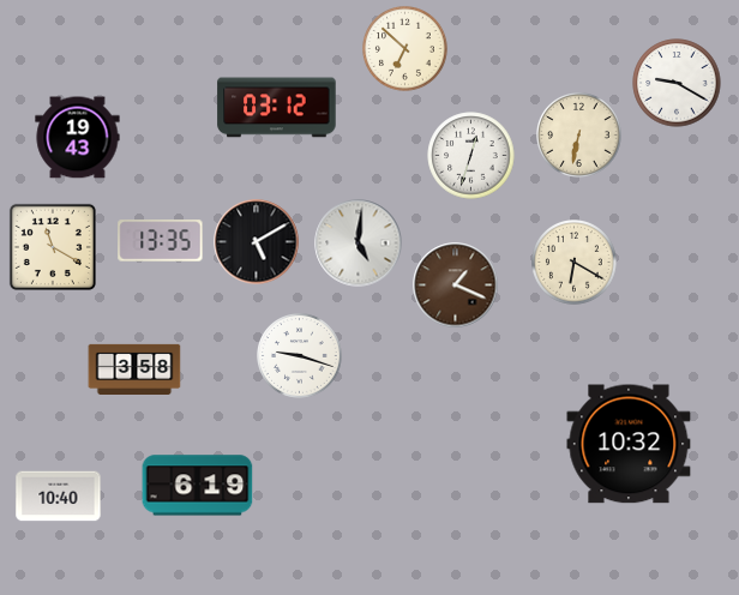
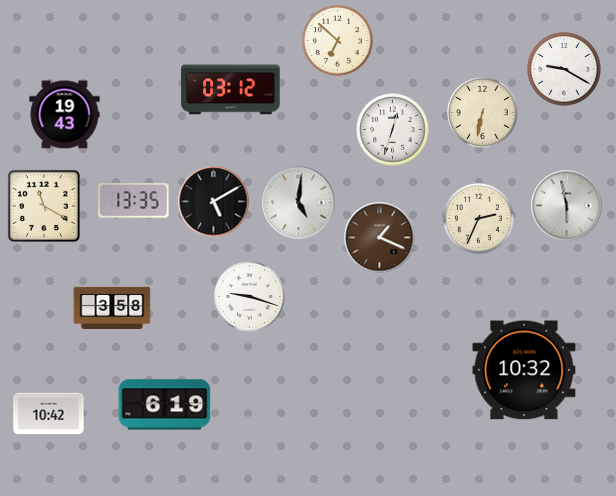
clock at (567, 206): none -> 5:58
clock at (575, 263): 6:20 -> 2:34
clock at (59, 497): 10:40 -> 10:42
